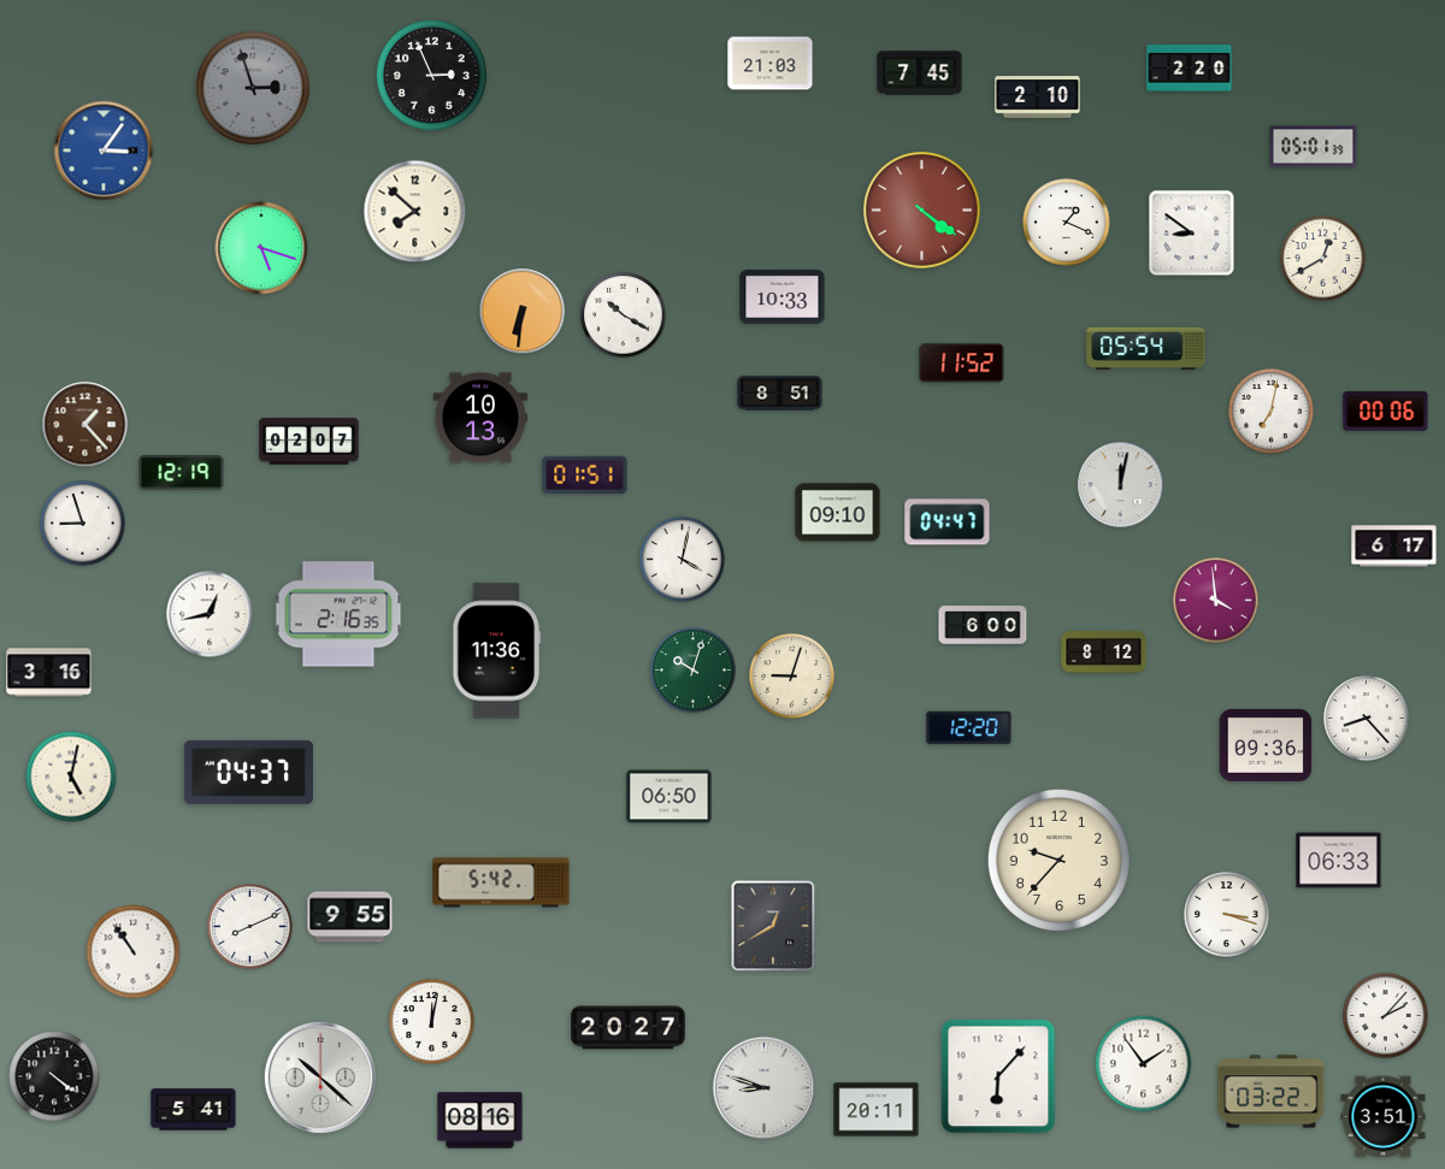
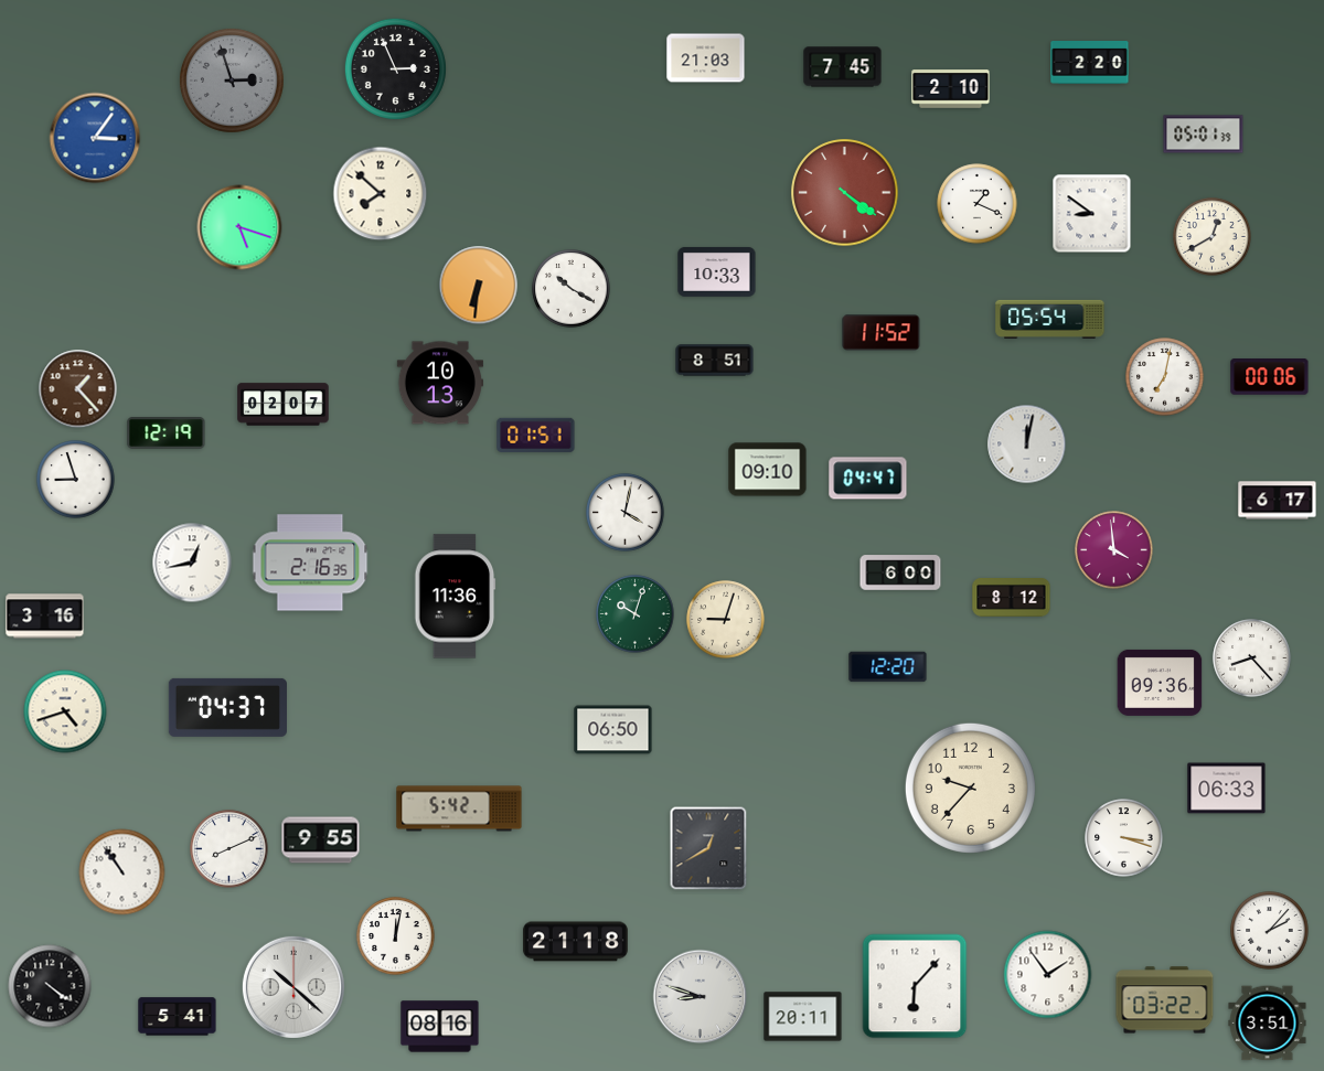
clock at (71, 777): 5:02 -> 4:42
clock at (627, 1028): 20:27 -> 21:18
